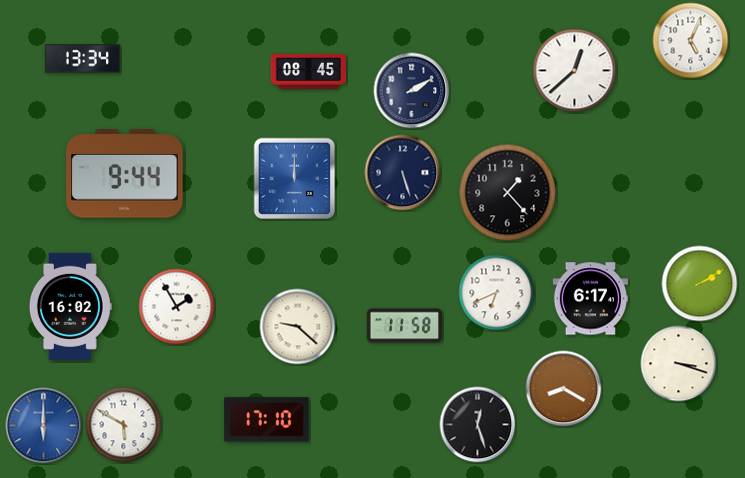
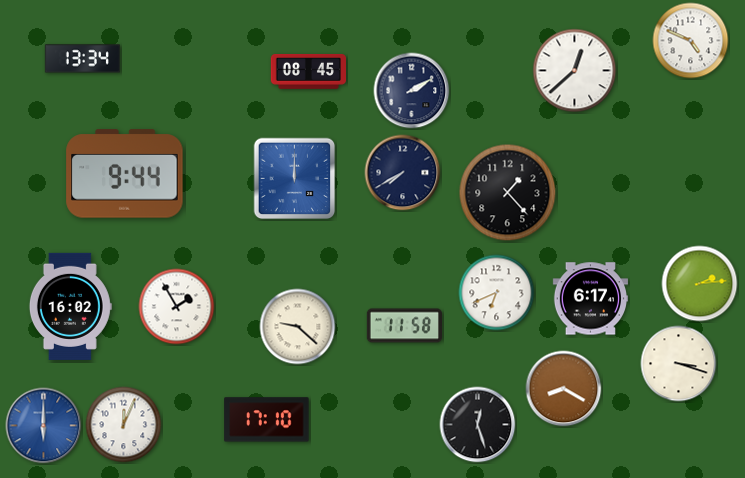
clock at (691, 41): 5:04 -> 4:49
clock at (403, 173): 5:27 -> 7:40
clock at (700, 284): 2:10 -> 2:14
clock at (124, 425): 5:50 -> 12:04
